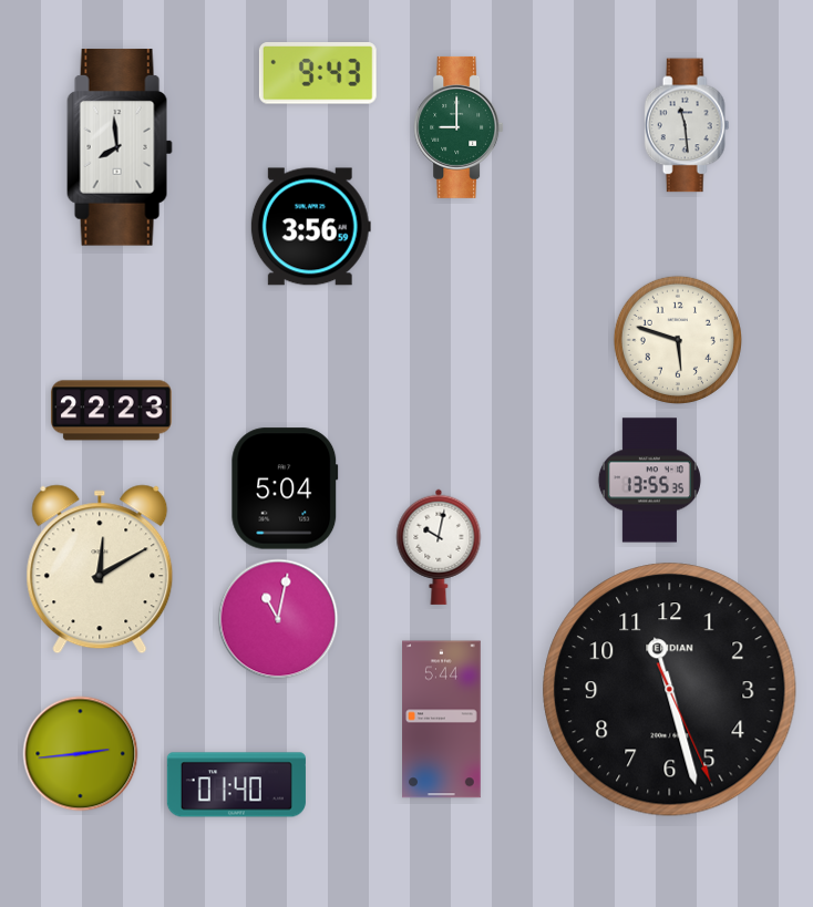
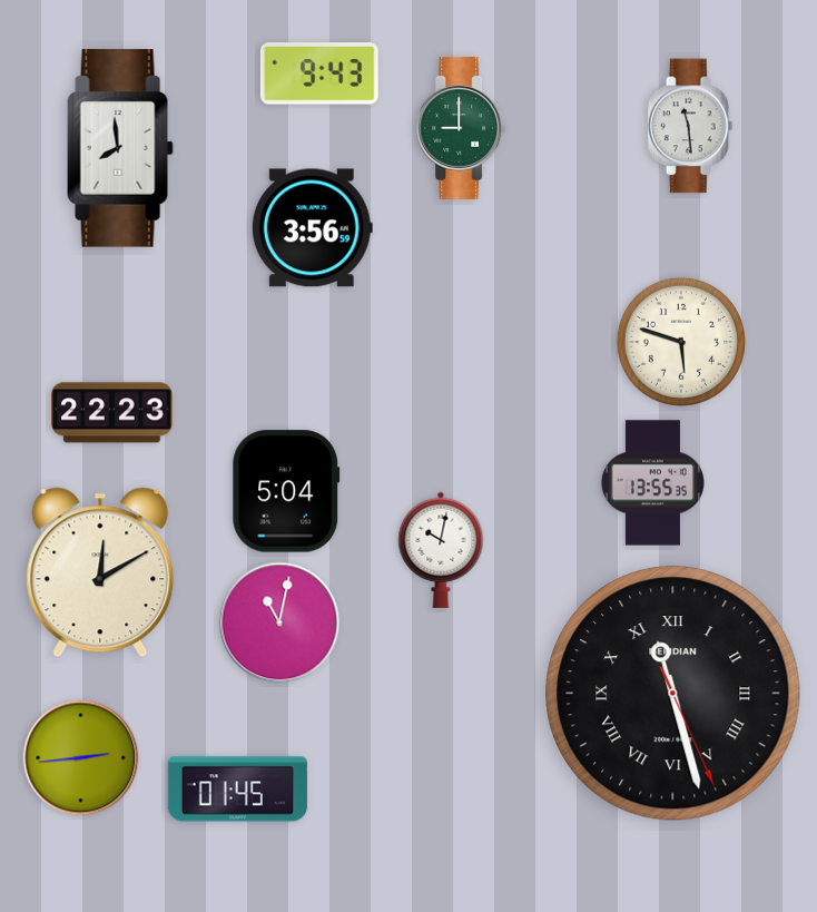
clock at (670, 690) numerals: Arabic -> Roman
clock at (442, 720): 5:44 -> none
clock at (236, 785): 01:40 -> 01:45
